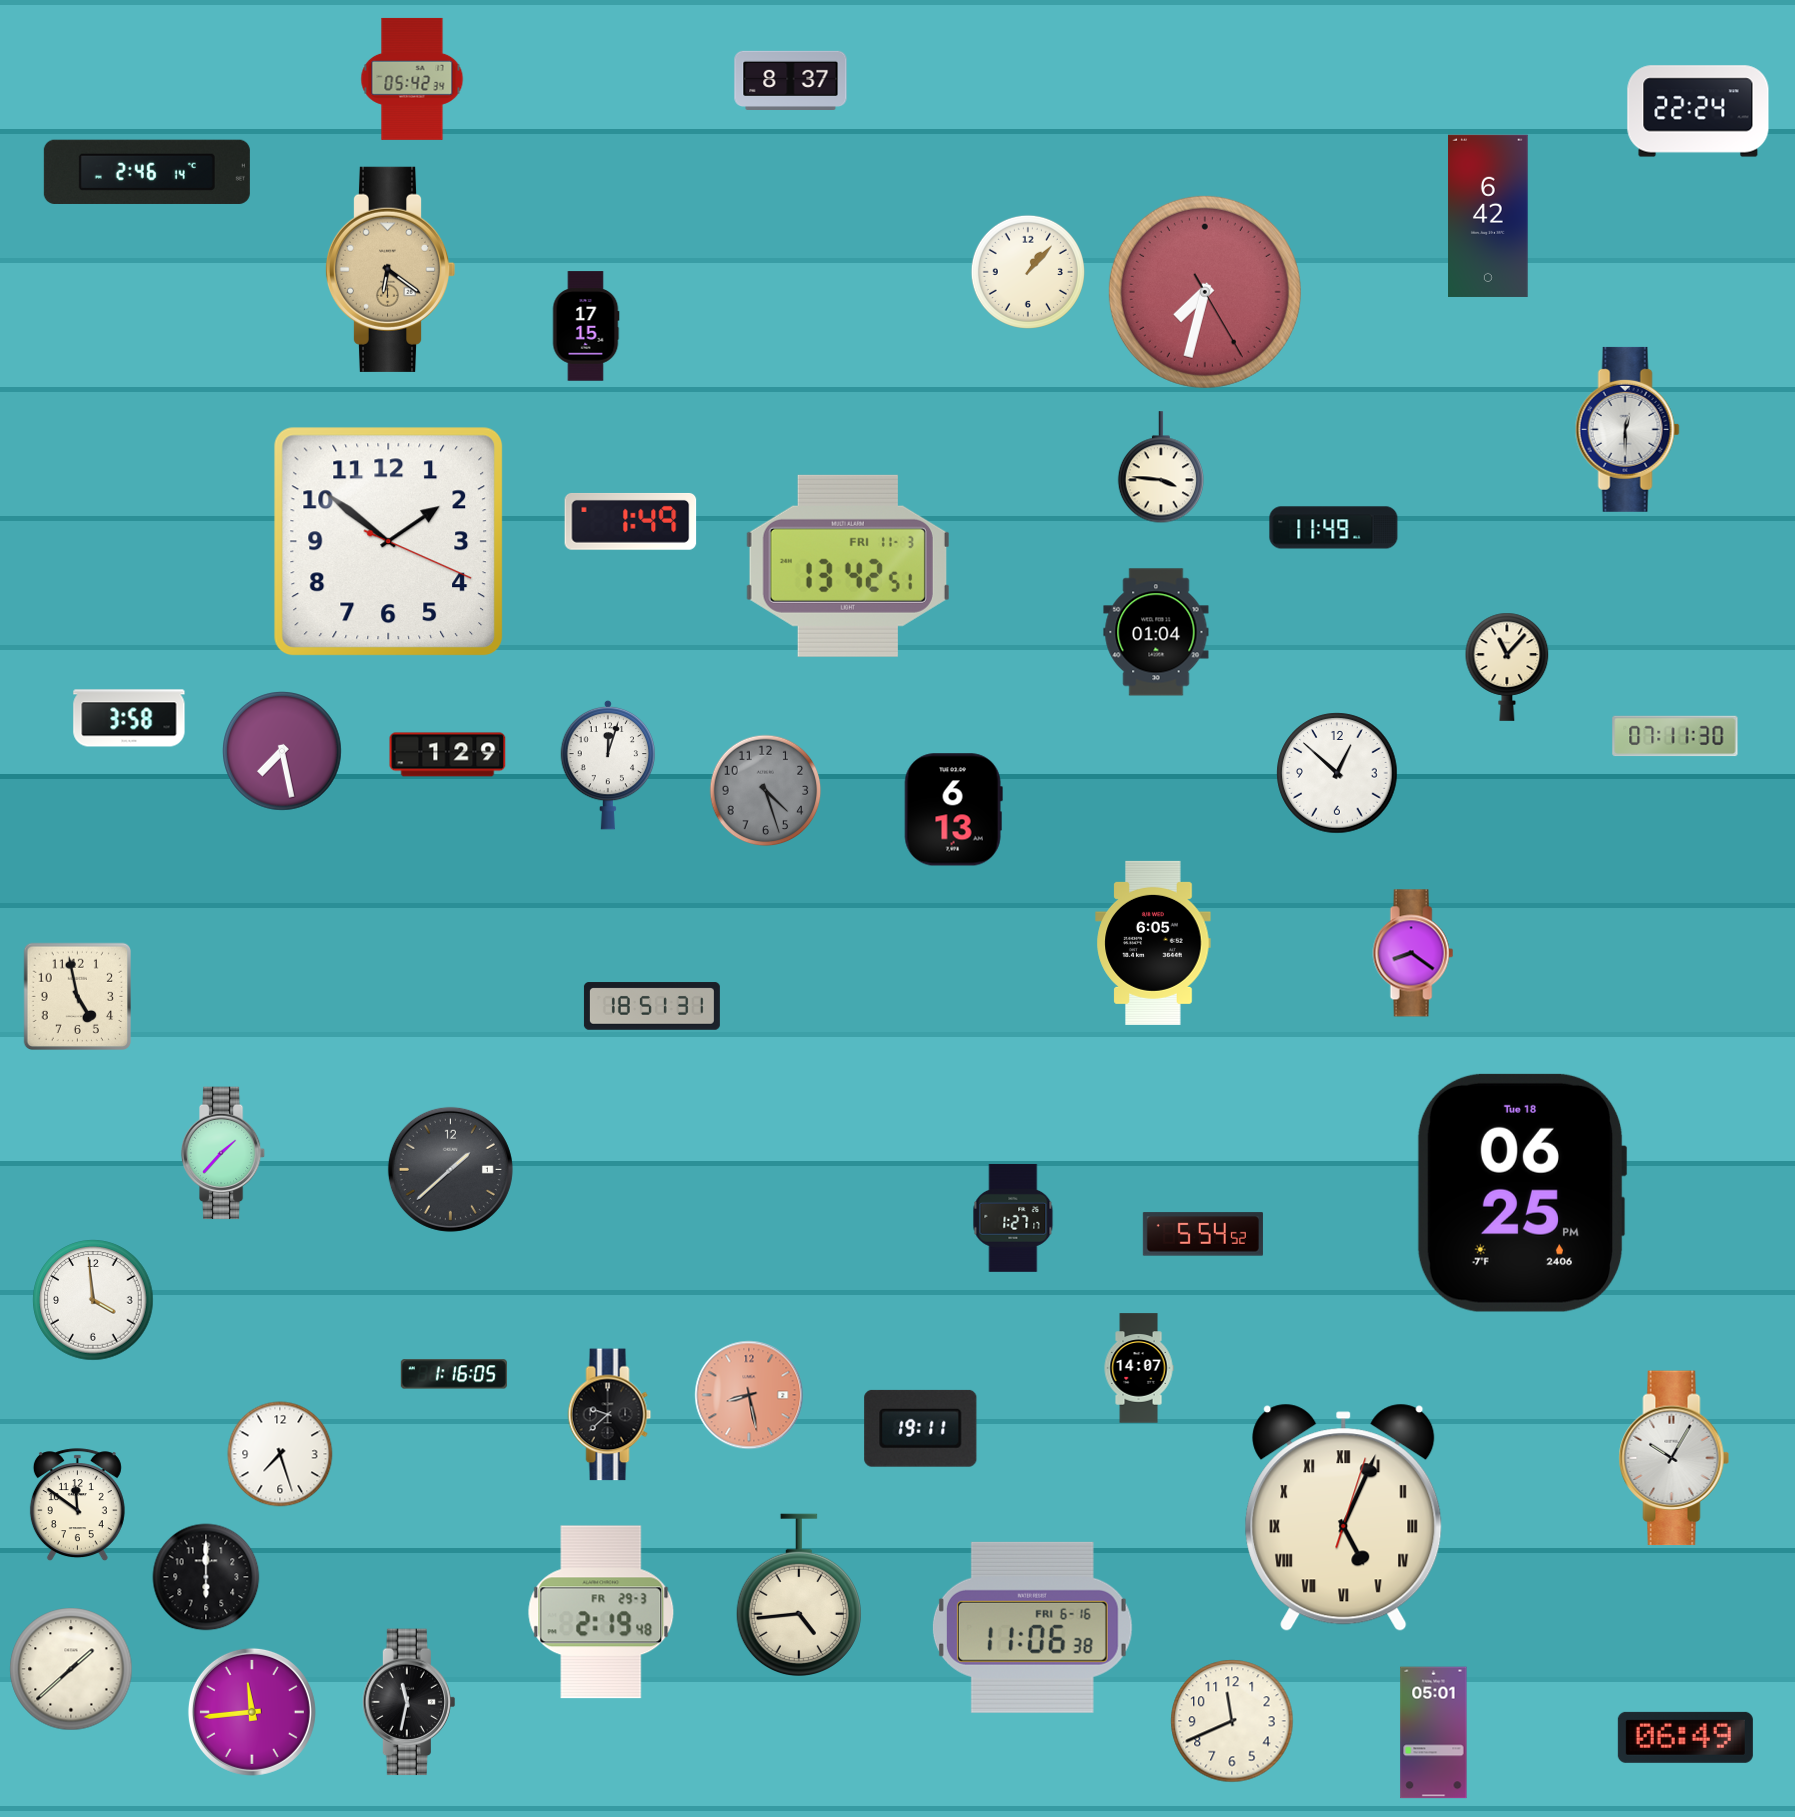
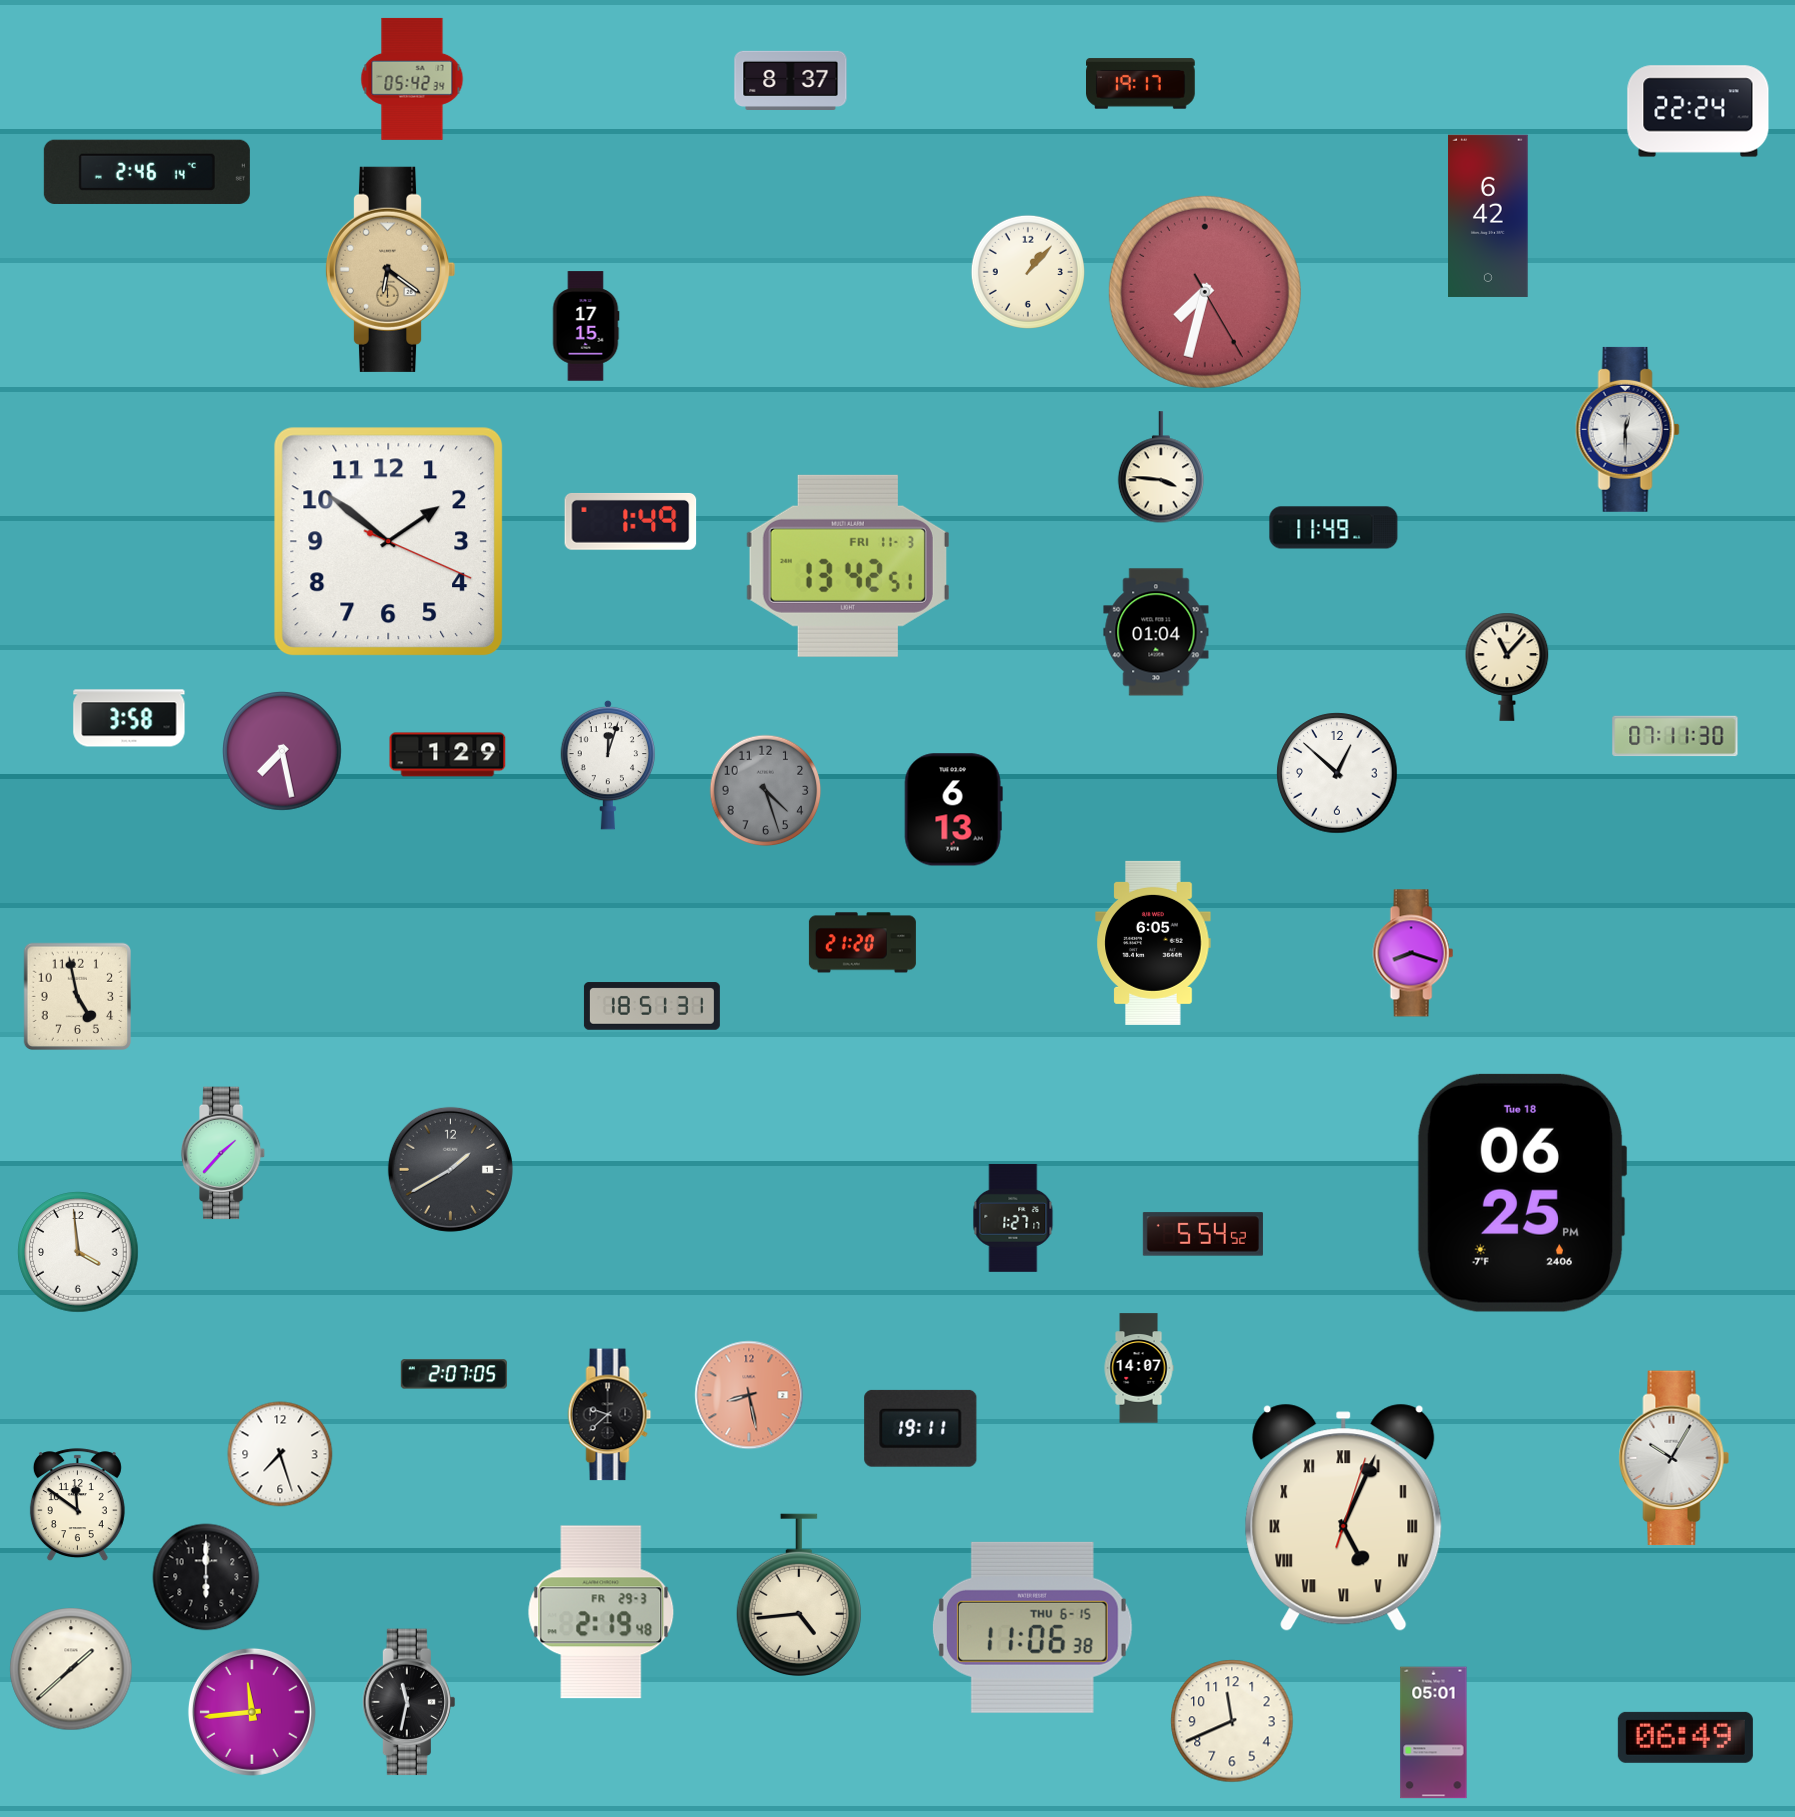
clock at (1141, 84): none -> 19:17
clock at (862, 943): none -> 21:20
clock at (1413, 953): 8:21 -> 8:18
clock at (450, 1169): 1:38 -> 1:40
clock at (93, 1300) position: (93, 1300) -> (78, 1252)
clock at (454, 1374): 1:16 -> 2:07
clock at (1032, 1627) date: FRI 6-16 -> THU 6-15
